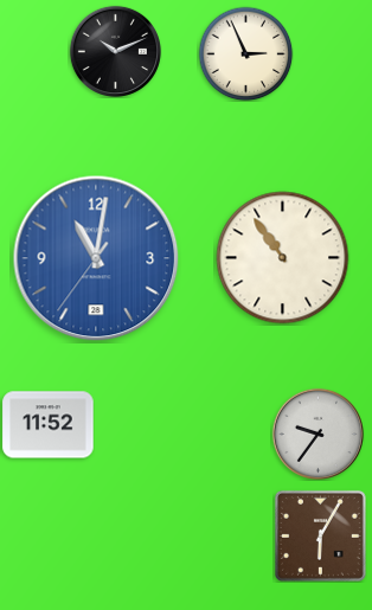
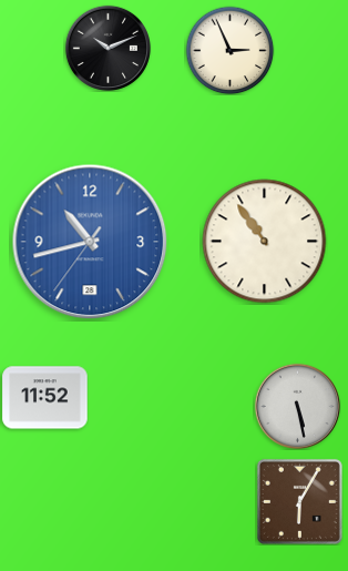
clock at (96, 258): 11:01 -> 10:42
clock at (318, 434): 9:36 -> 5:28
